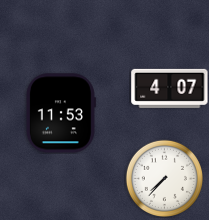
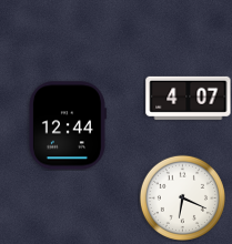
clock at (60, 113): 11:53 -> 12:44
clock at (164, 178): 7:37 -> 6:19
